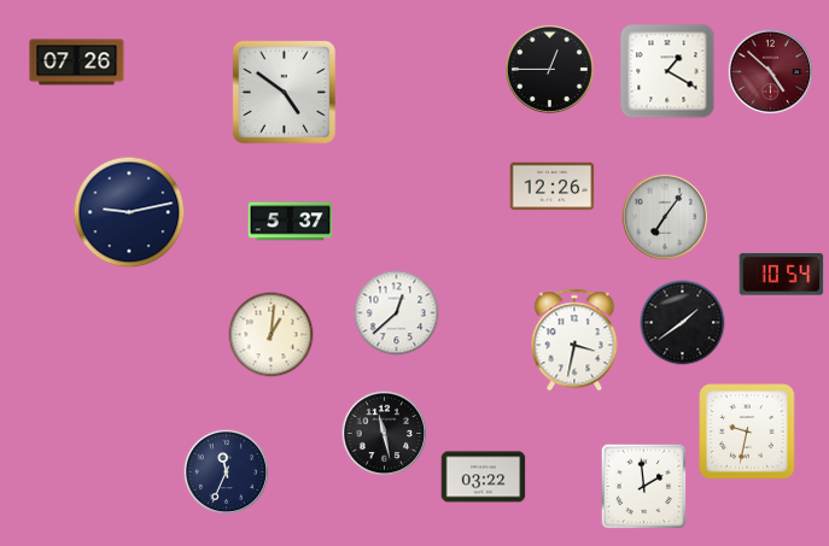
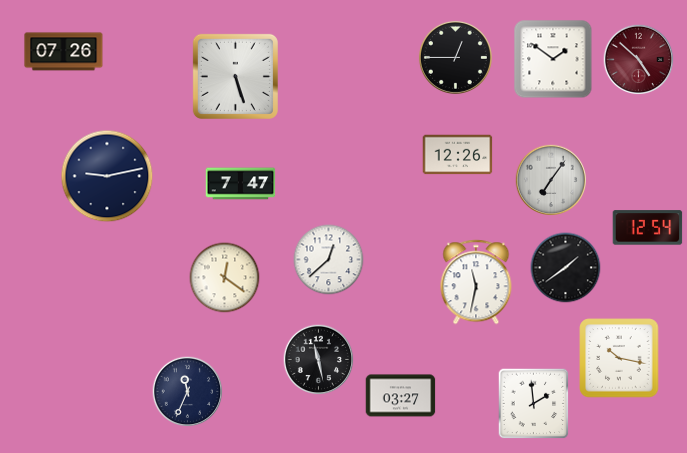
clock at (667, 71): 1:20 -> 1:51
clock at (284, 92): 4:51 -> 5:27
clock at (291, 222): 5:37 -> 7:47
clock at (782, 275): 10:54 -> 12:54
clock at (272, 335): 1:01 -> 12:21
clock at (574, 340): 3:32 -> 11:32
clock at (747, 431): 9:32 -> 10:17
clock at (484, 477): 03:22 -> 03:27
